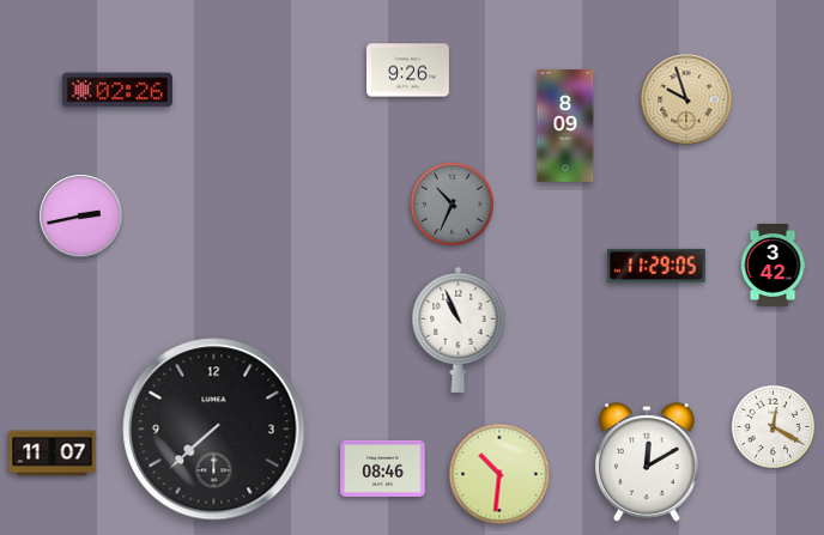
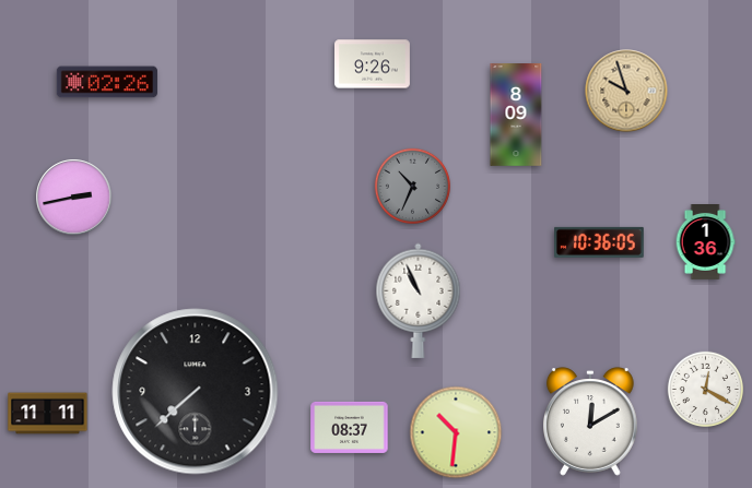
clock at (658, 266): 11:29 -> 10:36
clock at (772, 266): 3:42 -> 1:36
clock at (53, 454): 11:07 -> 11:11
clock at (383, 468): 08:46 -> 08:37
